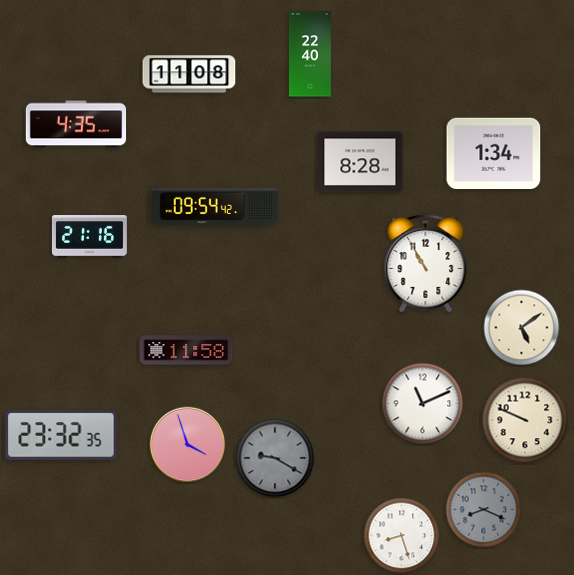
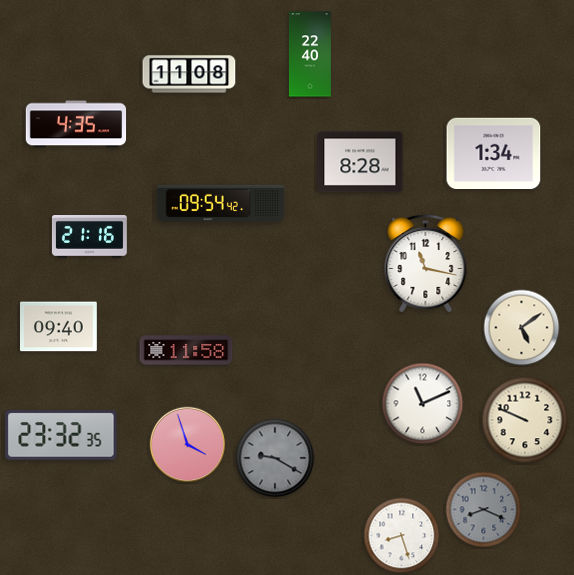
clock at (215, 206) position: (215, 206) -> (221, 203)
clock at (426, 263): 10:55 -> 11:17
clock at (59, 327): none -> 09:40
